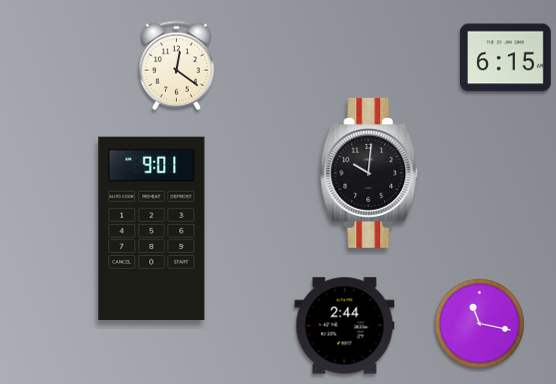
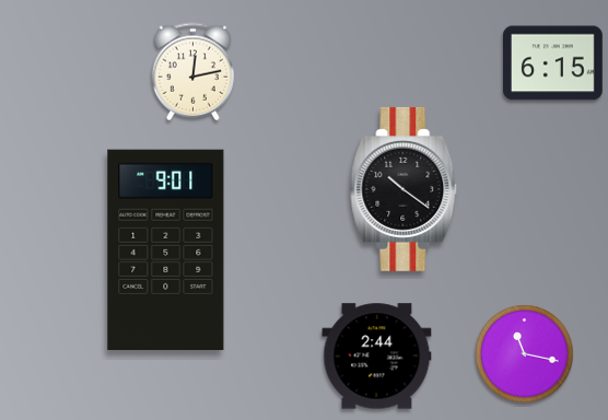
clock at (176, 66): 12:21 -> 12:13
clock at (369, 173): 10:01 -> 10:21
